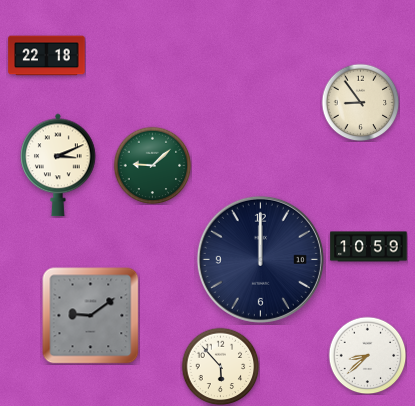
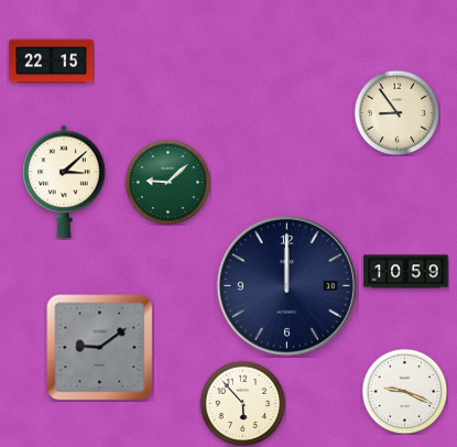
clock at (47, 56): 22:18 -> 22:15
clock at (58, 165): 3:11 -> 3:08
clock at (367, 355): 8:38 -> 9:19
